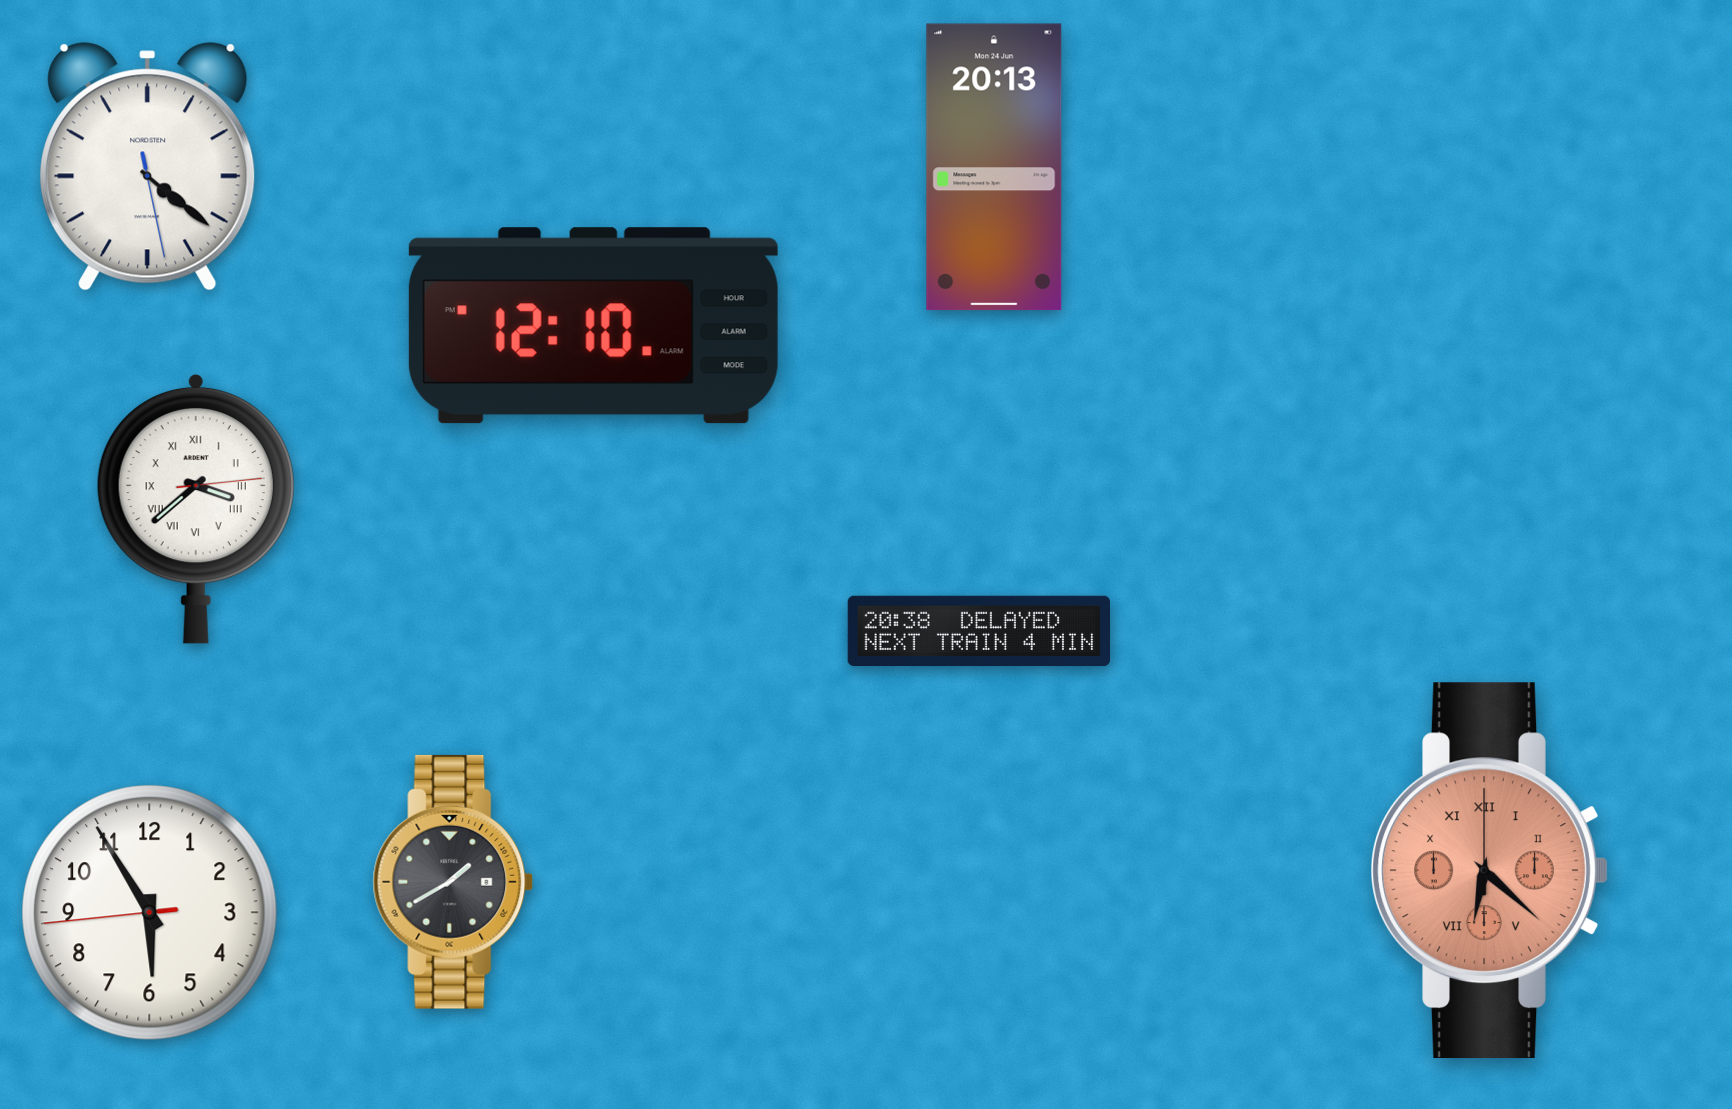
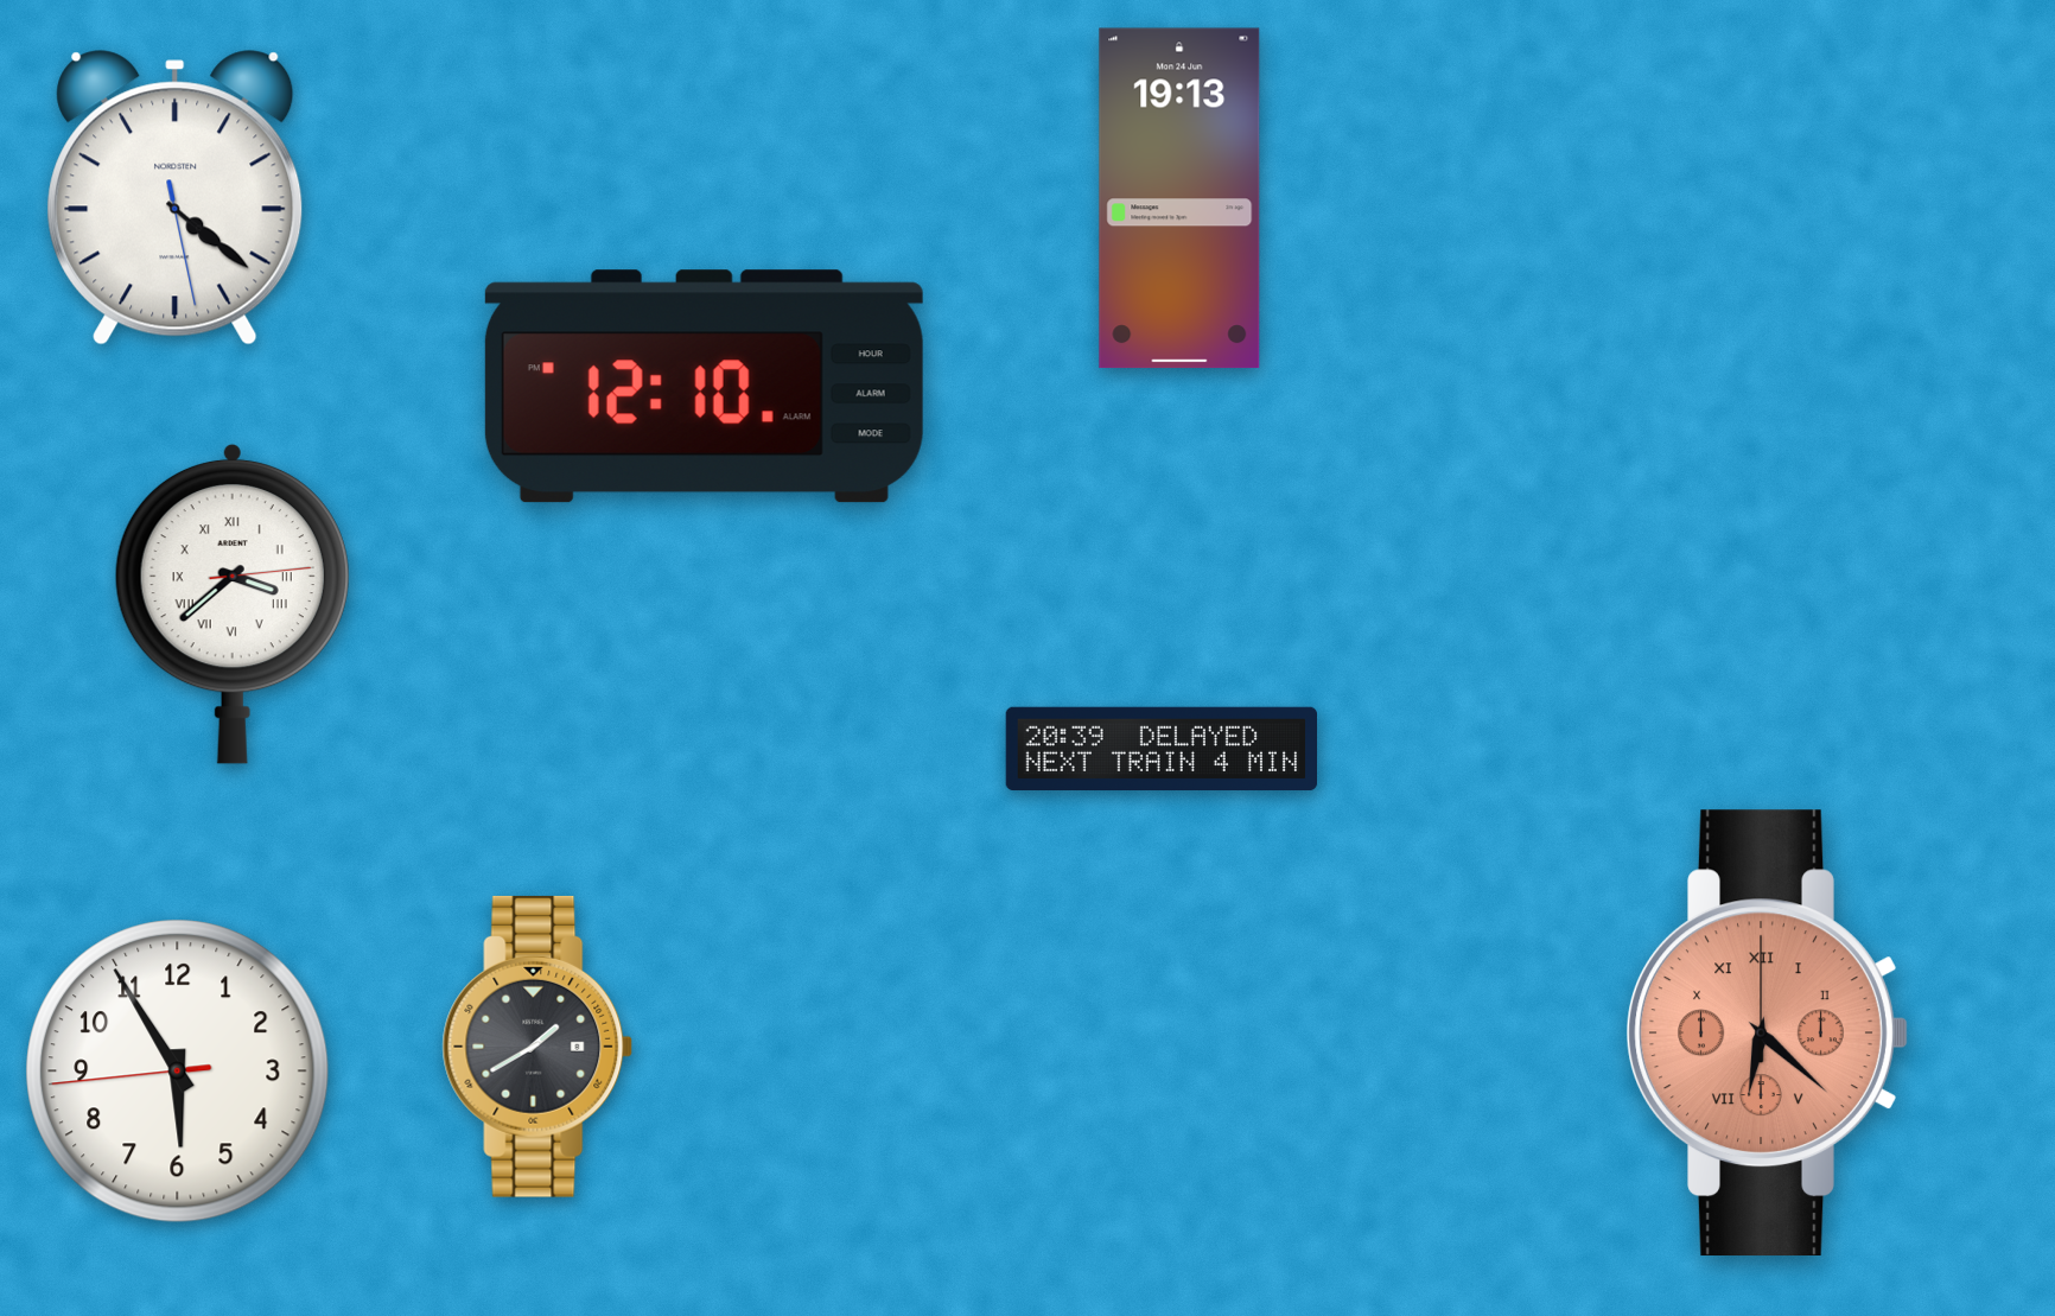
clock at (994, 167): 20:13 -> 19:13
clock at (978, 630): 20:38 -> 20:39
clock at (150, 913) position: (150, 913) -> (178, 1072)
